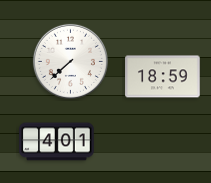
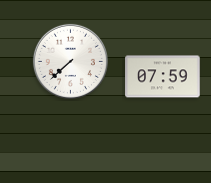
clock at (163, 77): 18:59 -> 07:59
clock at (57, 142): 4:01 -> none
